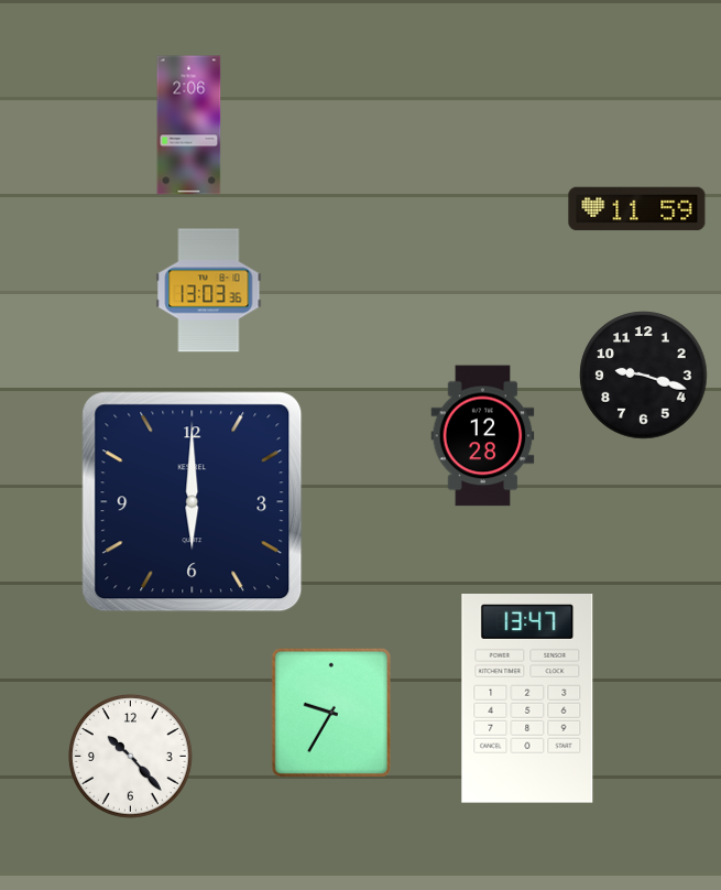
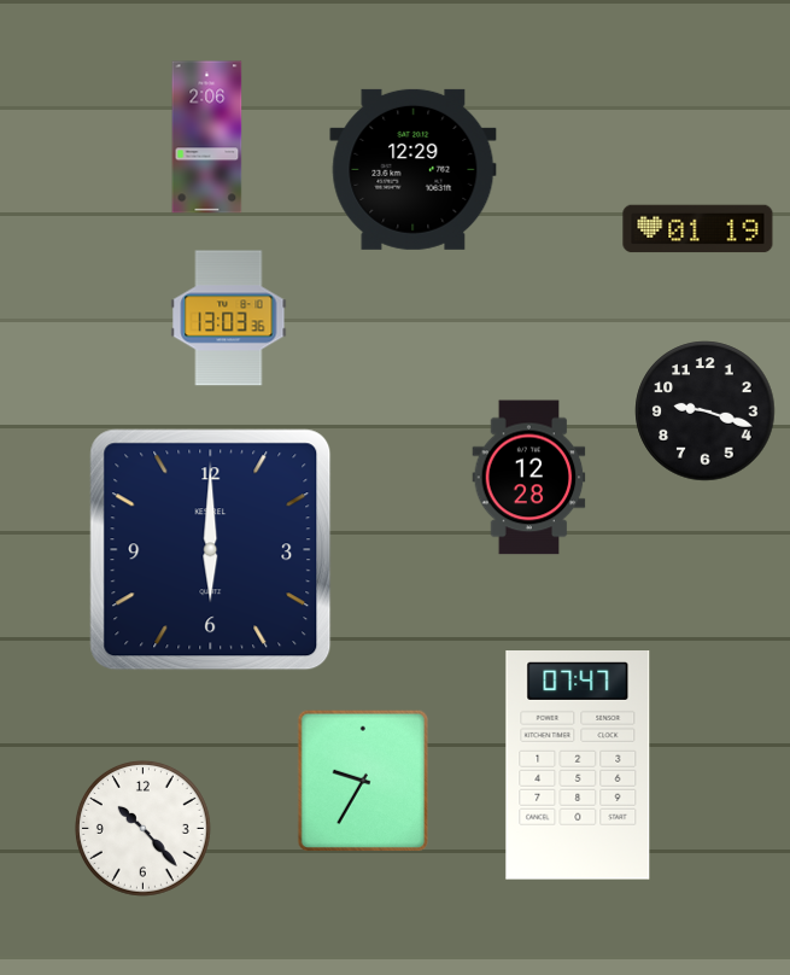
clock at (414, 169): none -> 12:29
clock at (637, 209): 11:59 -> 01:19
clock at (527, 699): 13:47 -> 07:47
